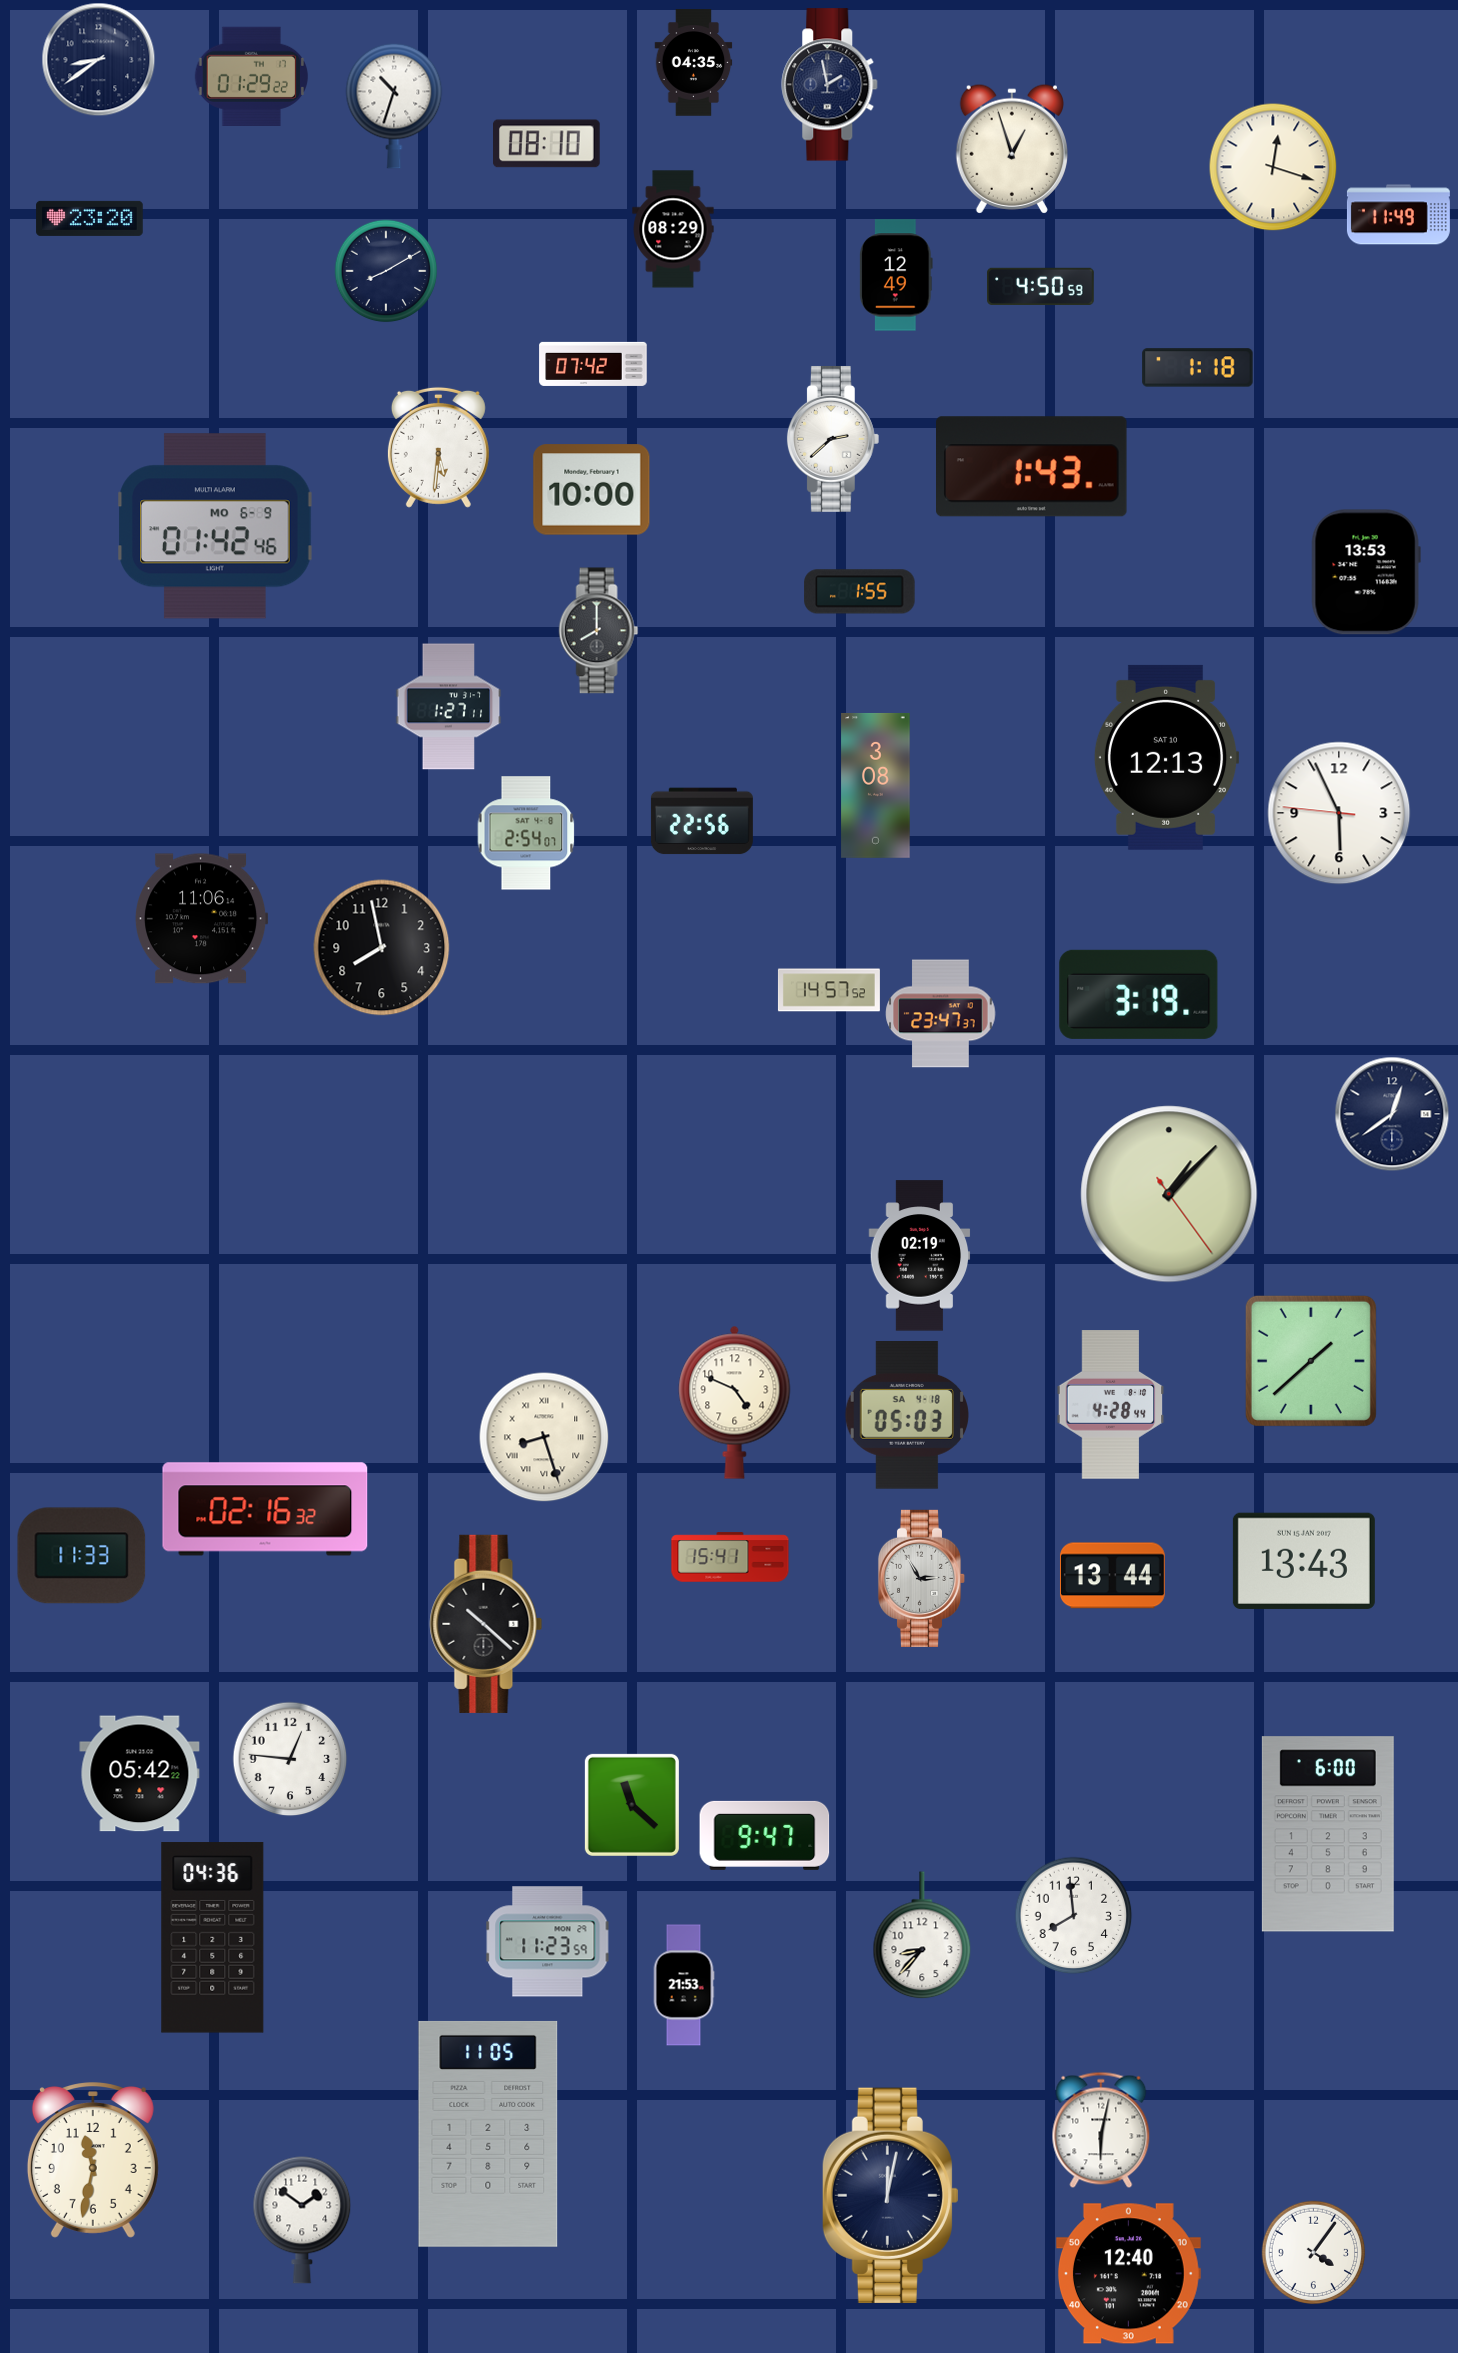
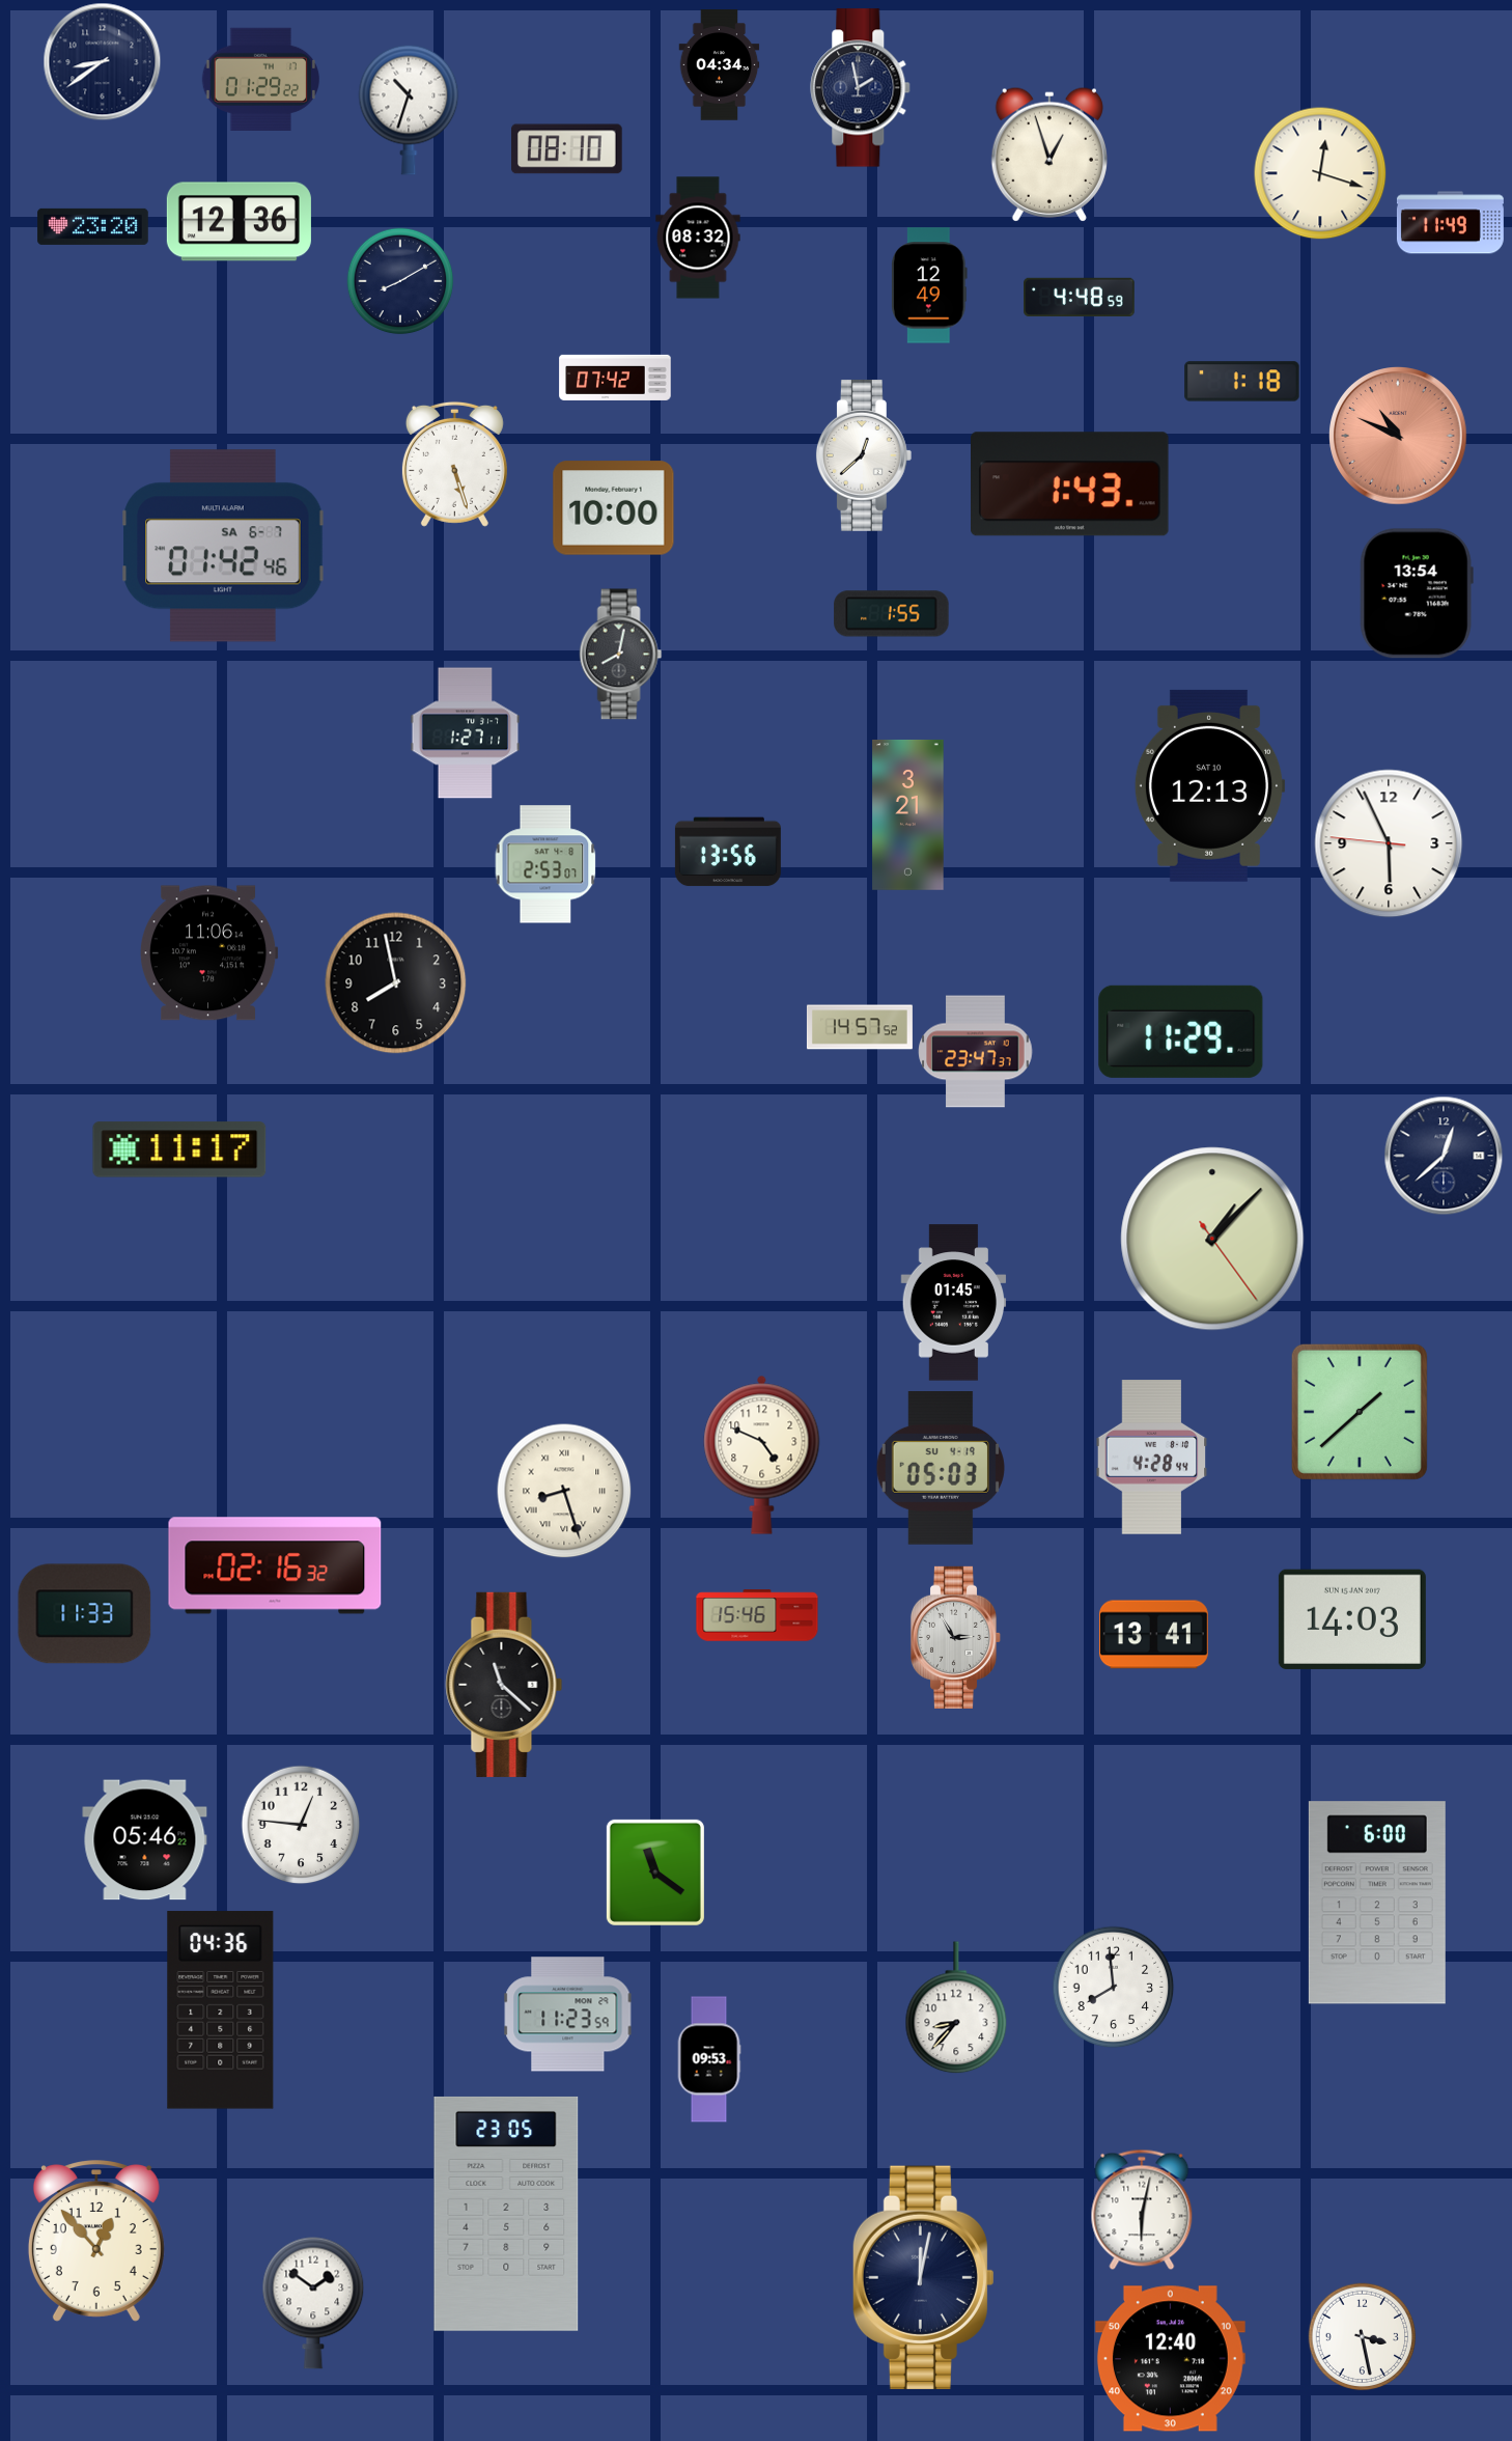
clock at (694, 63): 04:35 -> 04:34
clock at (239, 222): none -> 12:36
clock at (673, 229): 08:29 -> 08:32
clock at (1041, 286): 4:50 -> 4:48
clock at (1398, 436): none -> 10:49
clock at (833, 439): 2:38 -> 12:38
clock at (438, 447): 5:31 -> 5:27
clock at (215, 526) date: MO 6-9 -> SA 6-7
clock at (1366, 572): 13:53 -> 13:54
clock at (599, 631): 8:00 -> 8:02
clock at (876, 786): 3:08 -> 3:21
clock at (702, 821): 22:56 -> 13:56
clock at (526, 833): 2:54 -> 2:53
clock at (1139, 994): 3:19 -> 11:29
clock at (179, 1149): none -> 11:17
clock at (1392, 1114): 12:39 -> 12:38
clock at (920, 1256): 02:19 -> 01:45
clock at (906, 1416) date: SA 4-18 -> SU 4-19
clock at (730, 1557): 15:41 -> 15:46
clock at (1304, 1561): 13:43 -> 14:03
clock at (1112, 1576): 13:44 -> 13:41
clock at (486, 1624): 10:22 -> 11:22
clock at (140, 1774): 05:42 -> 05:46
clock at (632, 1805): 11:22 -> 11:21
clock at (765, 1835): 9:47 -> none
clock at (684, 1985): 21:53 -> 09:53
clock at (488, 2134): 11:05 -> 23:05
clock at (93, 2160): 11:32 -> 12:53
clock at (1314, 2253): 4:06 -> 3:28
